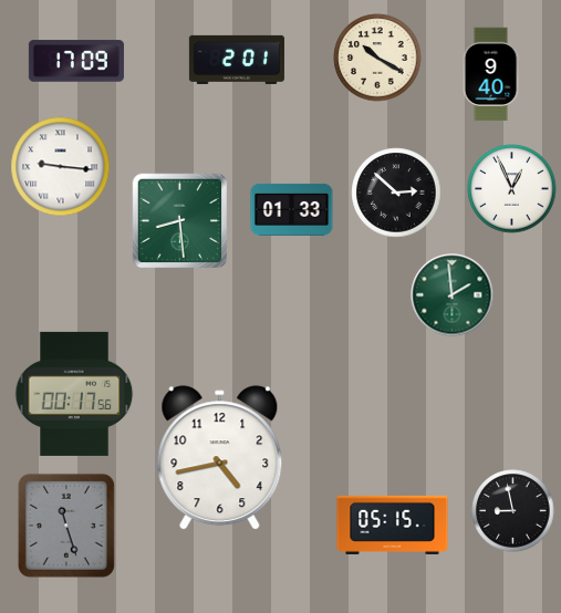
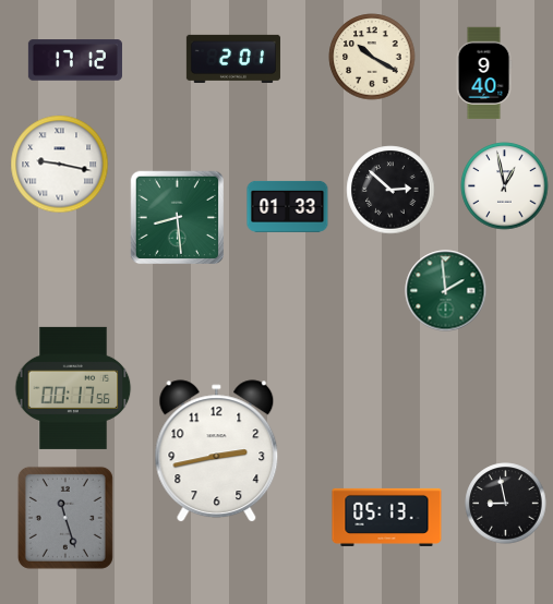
clock at (76, 61): 17:09 -> 17:12
clock at (61, 167): 9:16 -> 9:17
clock at (512, 189): 12:56 -> 12:58
clock at (220, 458): 4:43 -> 2:43
clock at (393, 524): 05:15 -> 05:13
